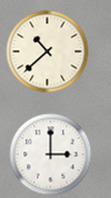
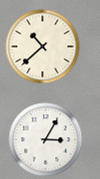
clock at (51, 155): 3:00 -> 3:05
